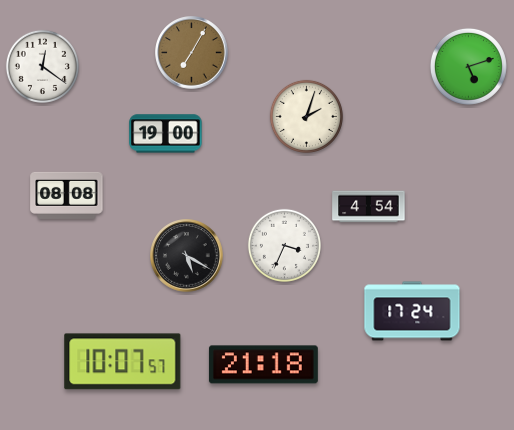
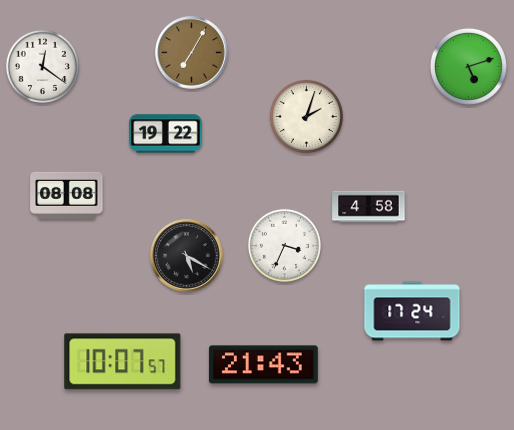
clock at (166, 134): 19:00 -> 19:22
clock at (369, 207): 4:54 -> 4:58
clock at (263, 365): 21:18 -> 21:43
